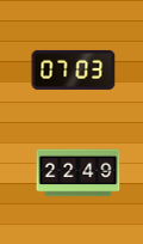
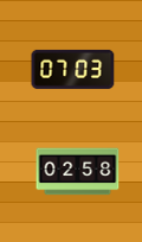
clock at (79, 173): 22:49 -> 02:58
